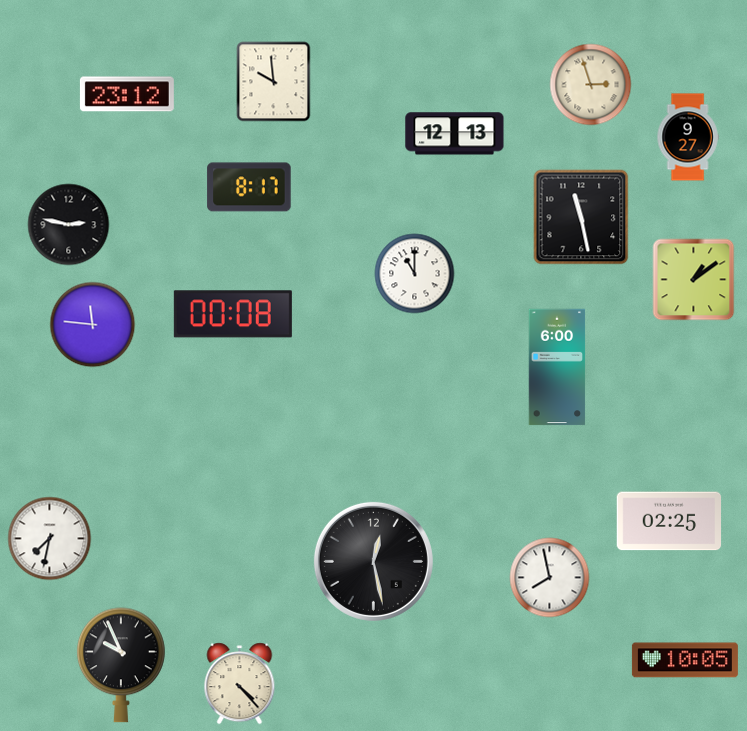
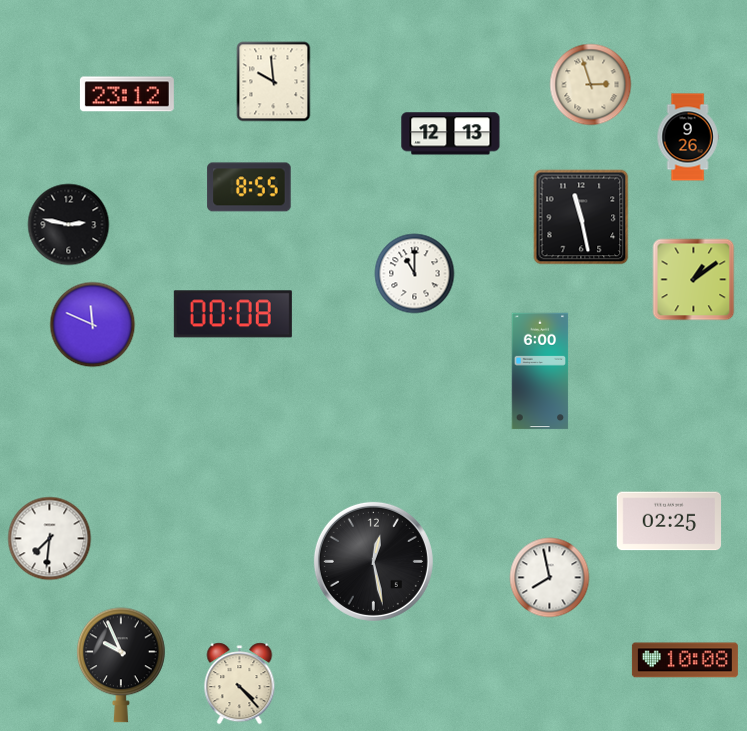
clock at (455, 134) position: (455, 134) -> (451, 134)
clock at (688, 137): 9:27 -> 9:26
clock at (249, 187): 8:17 -> 8:55
clock at (93, 325): 11:46 -> 11:49
clock at (557, 367) position: (557, 367) -> (540, 371)
clock at (50, 539): 7:32 -> 7:31
clock at (685, 660): 10:05 -> 10:08
